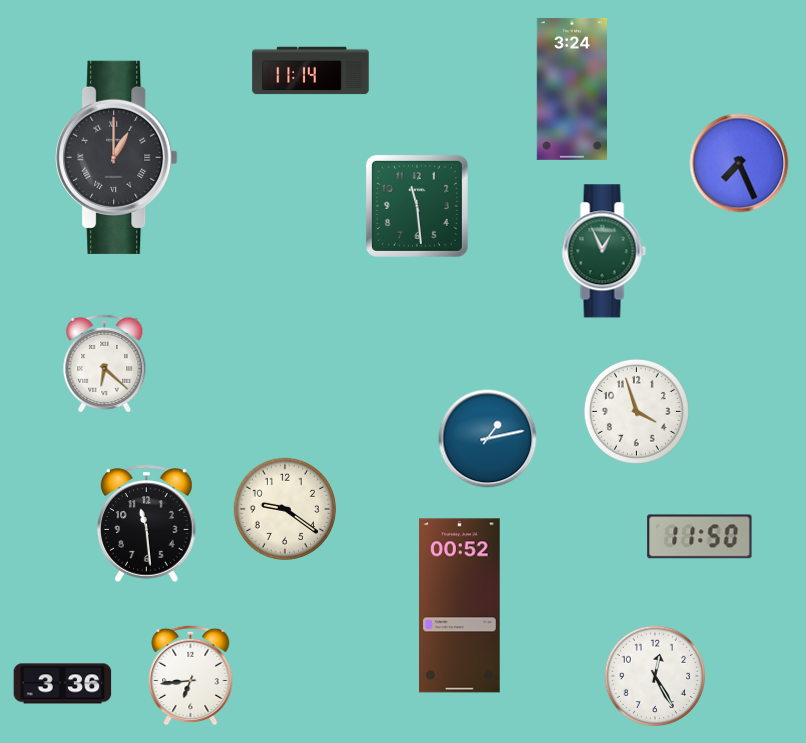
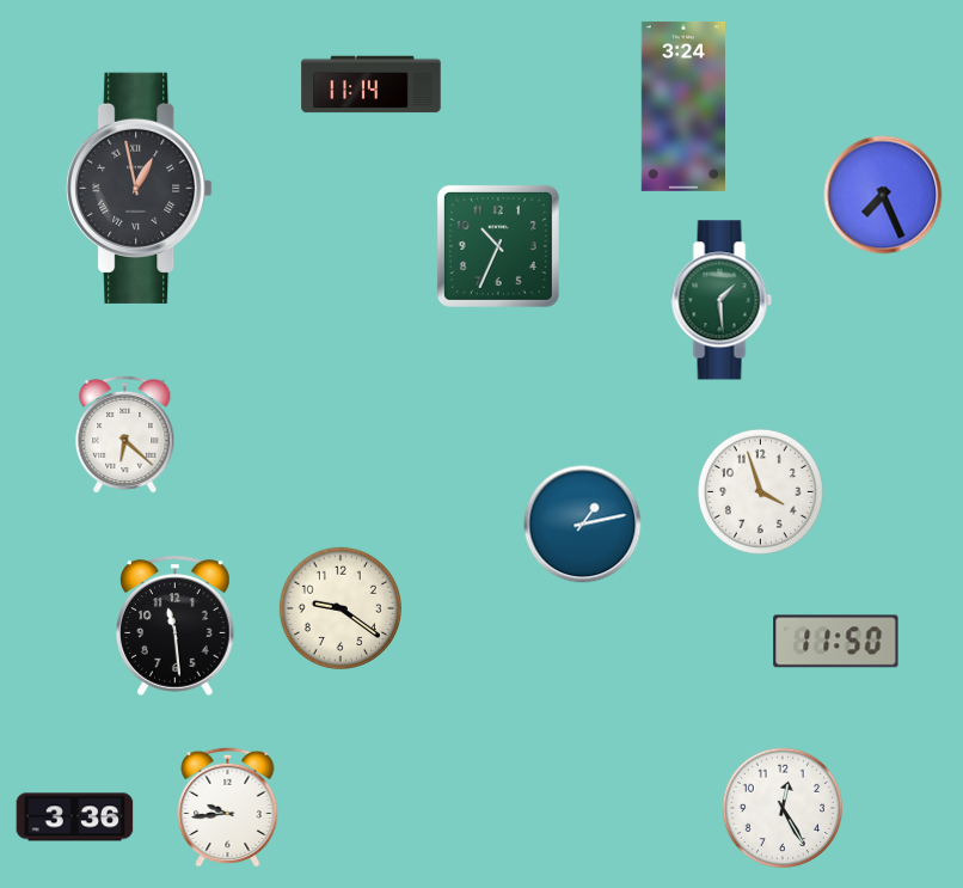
clock at (117, 157): 1:00 -> 12:58
clock at (417, 206): 11:29 -> 10:34
clock at (604, 251): 12:56 -> 1:29
clock at (460, 606): 00:52 -> none
clock at (191, 675): 6:44 -> 9:44
